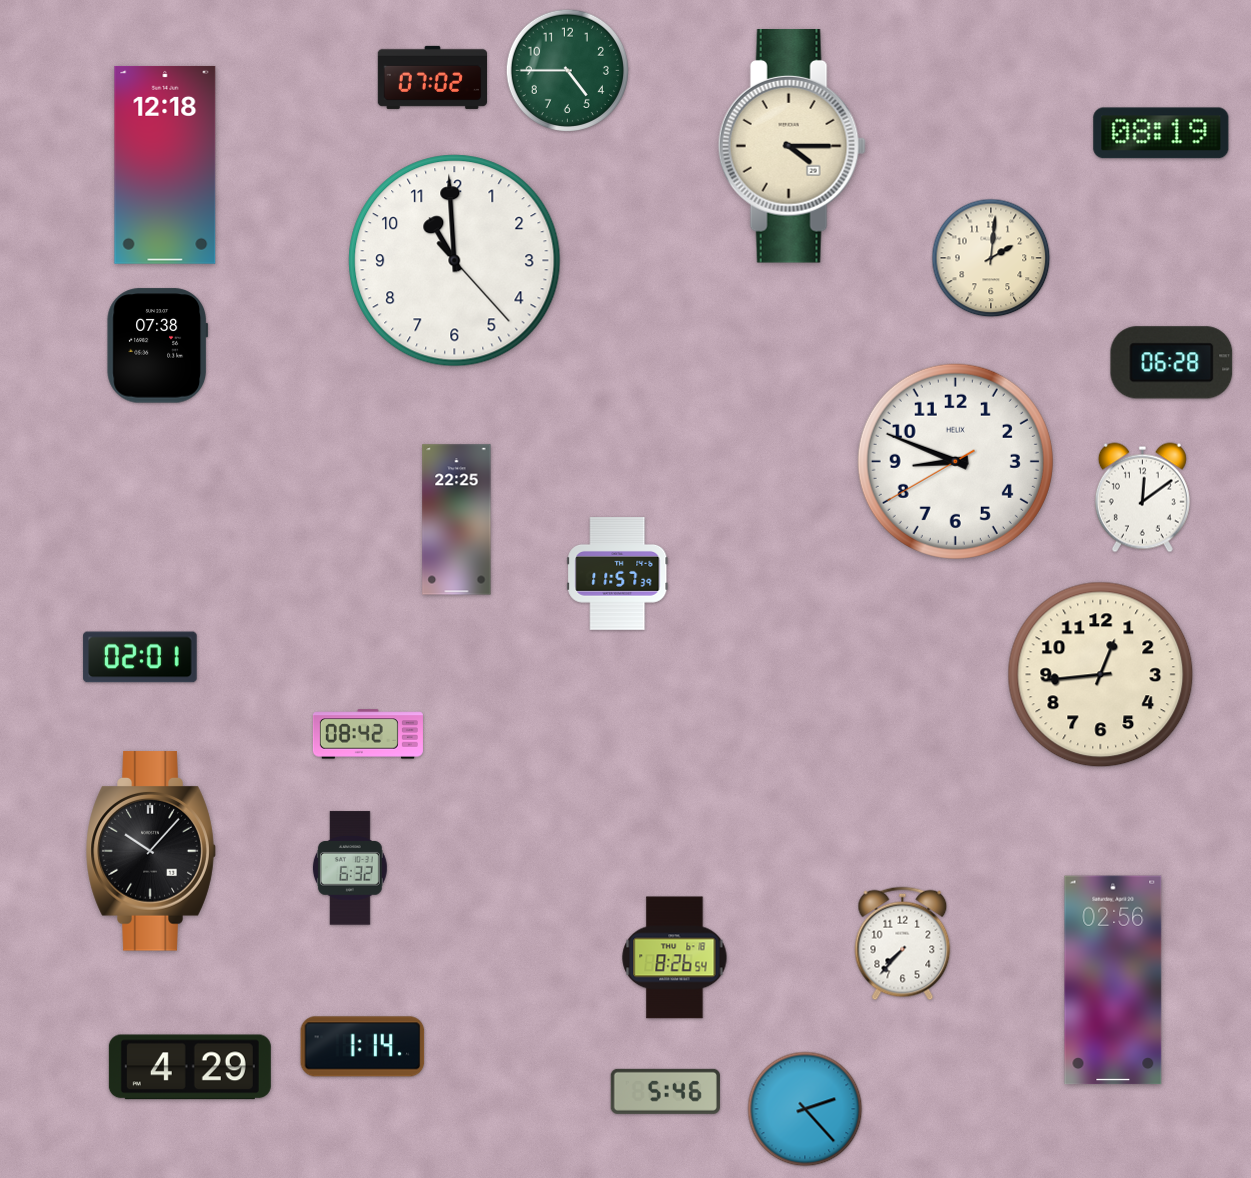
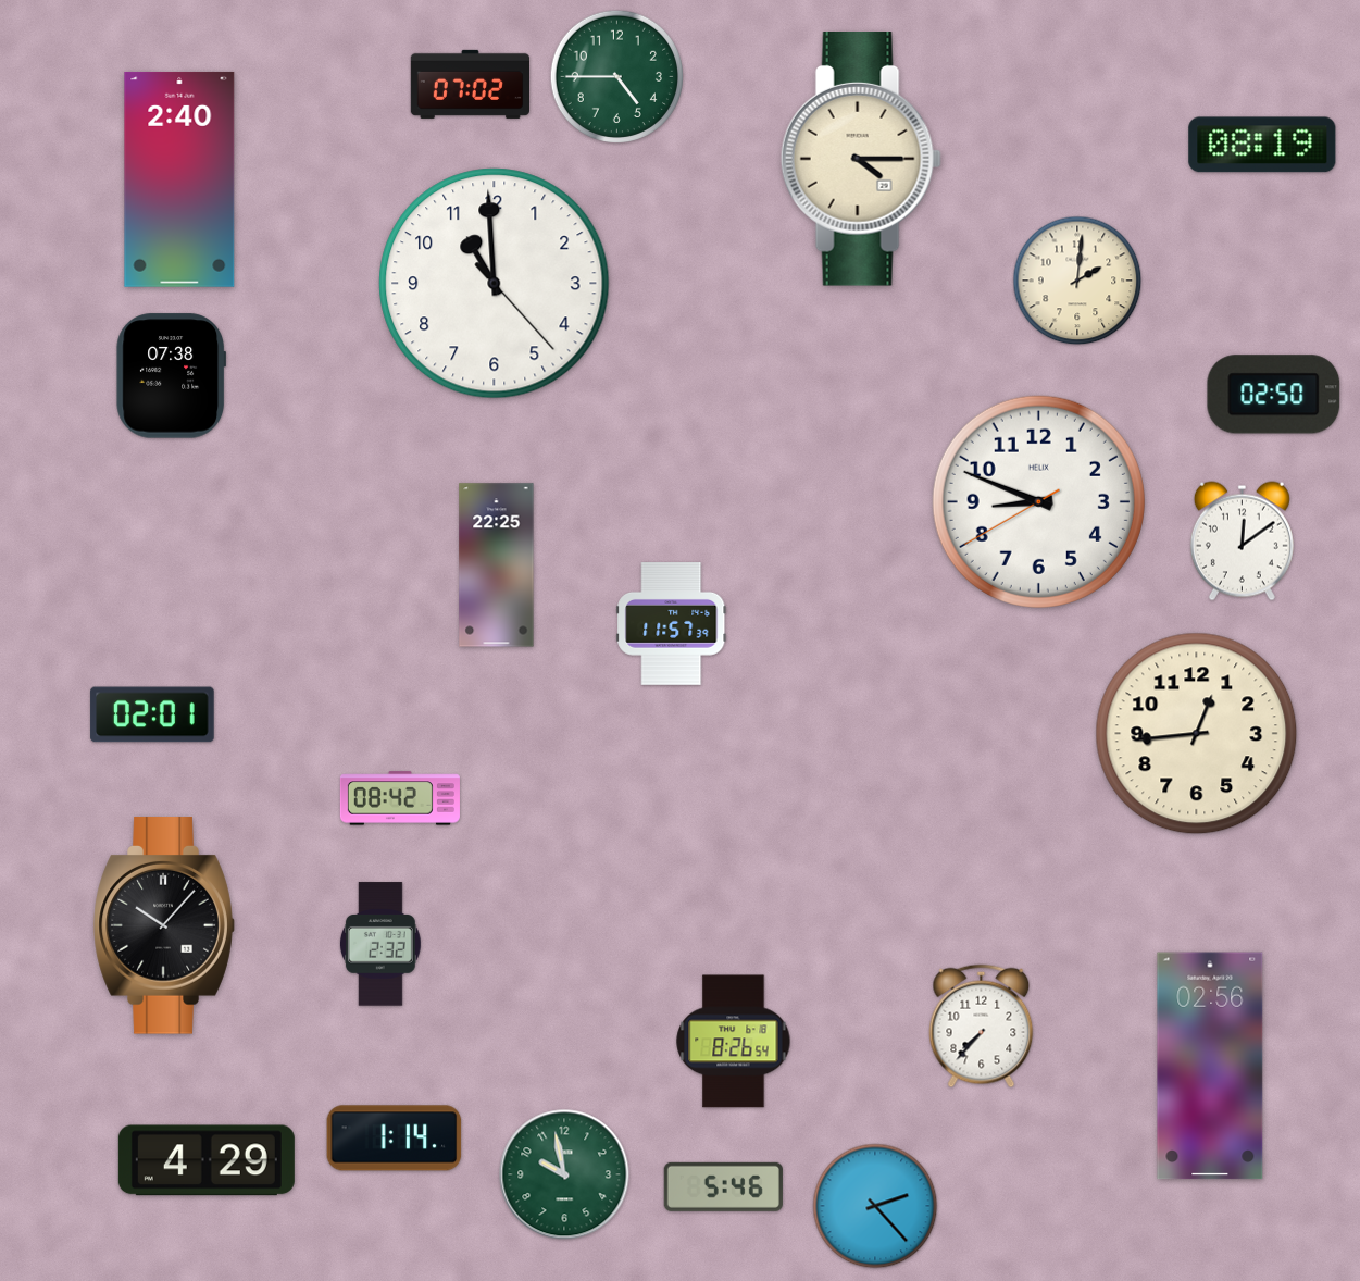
clock at (165, 165): 12:18 -> 2:40
clock at (1172, 363): 06:28 -> 02:50
clock at (350, 868): 6:32 -> 2:32
clock at (564, 1174): none -> 9:58
